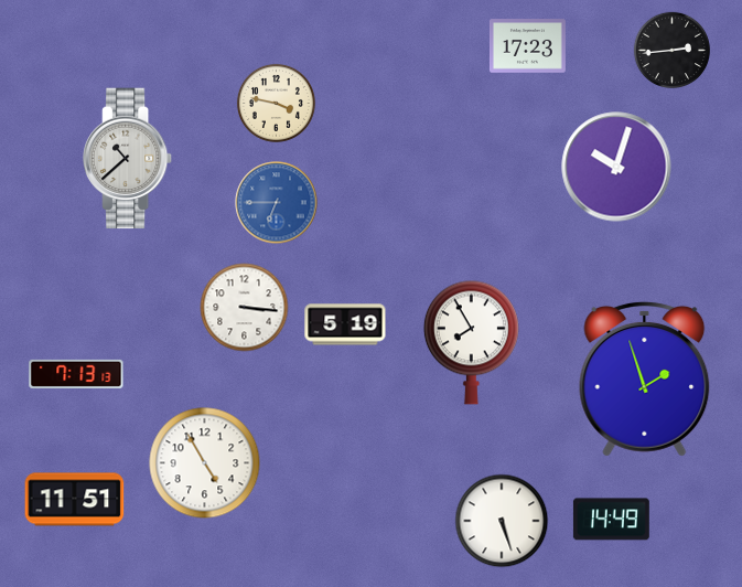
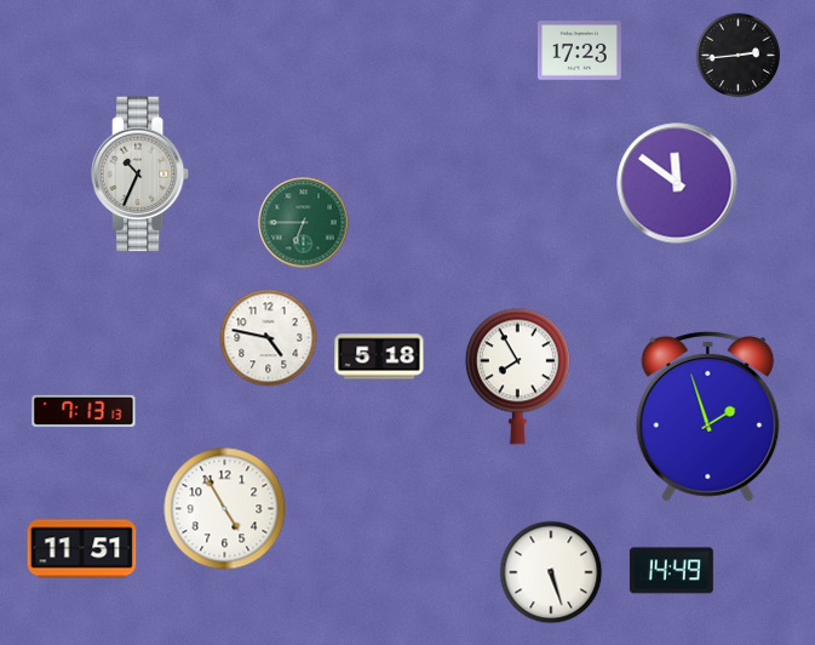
clock at (276, 103): 3:47 -> none
clock at (129, 159): 10:38 -> 10:34
clock at (616, 167): 10:03 -> 11:51
clock at (277, 203) dial: blue -> green
clock at (245, 308): 3:16 -> 4:47
clock at (345, 324): 5:19 -> 5:18
